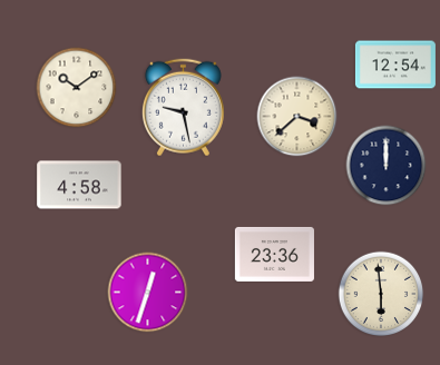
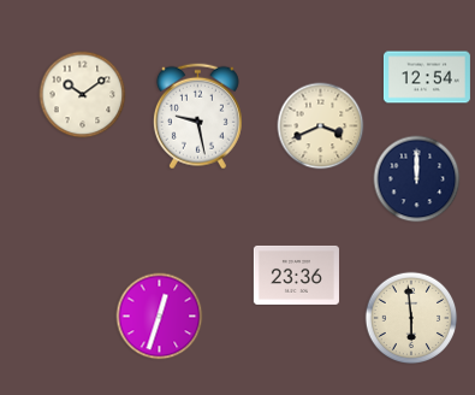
clock at (395, 65) position: (395, 65) -> (427, 77)
clock at (297, 117): 3:38 -> 3:41
clock at (79, 185): 4:58 -> none
